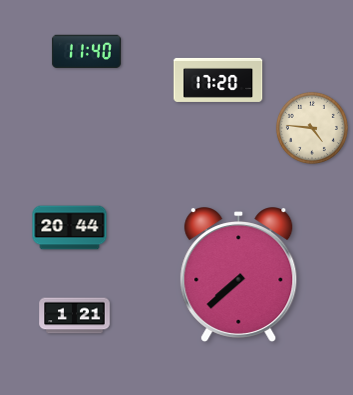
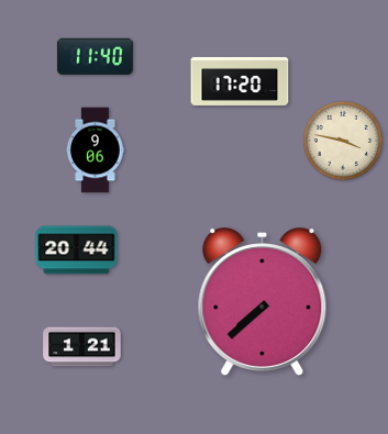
clock at (218, 80) position: (218, 80) -> (240, 81)
clock at (312, 128): 4:46 -> 3:47
clock at (96, 151): none -> 9:06
